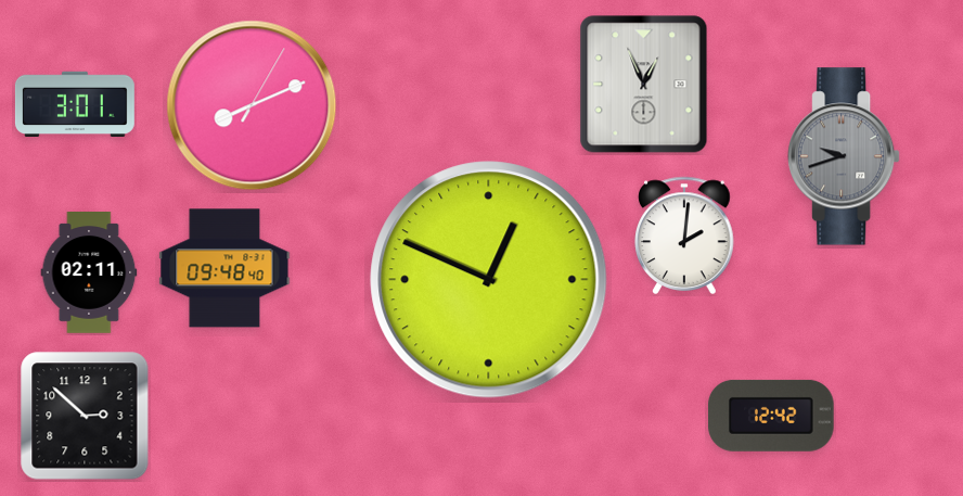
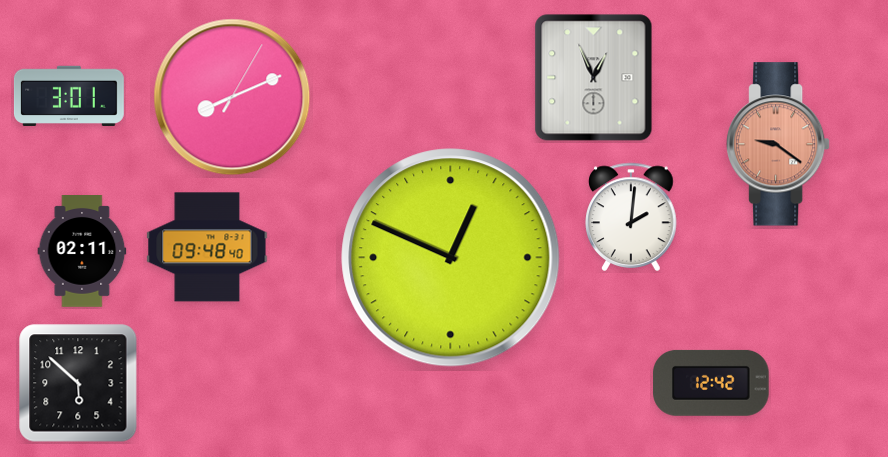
clock at (845, 156): 9:42 -> 9:21
clock at (845, 156) dial: grey -> salmon
clock at (85, 416): 2:52 -> 5:52
